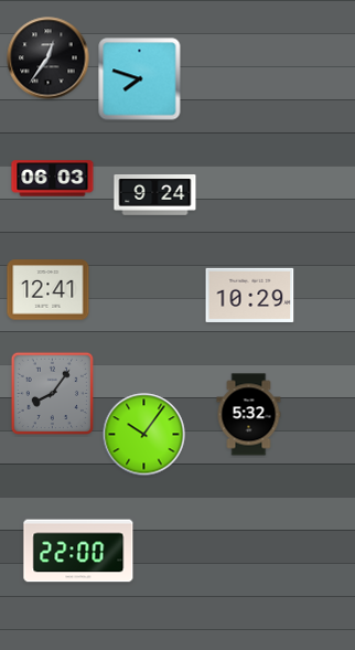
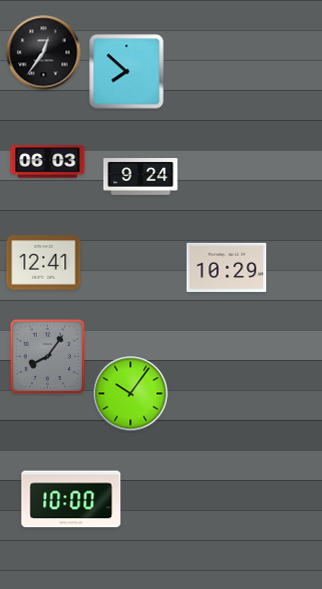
clock at (140, 79): 7:48 -> 7:52
clock at (249, 415): 5:32 -> none
clock at (78, 551): 22:00 -> 10:00
